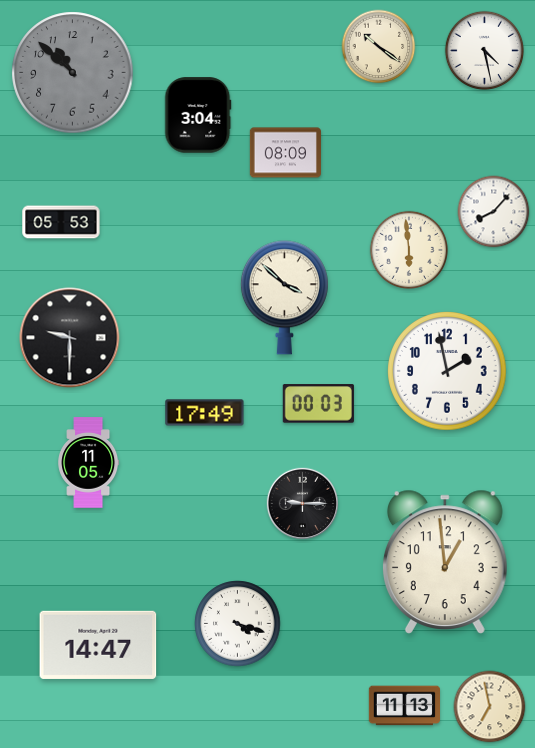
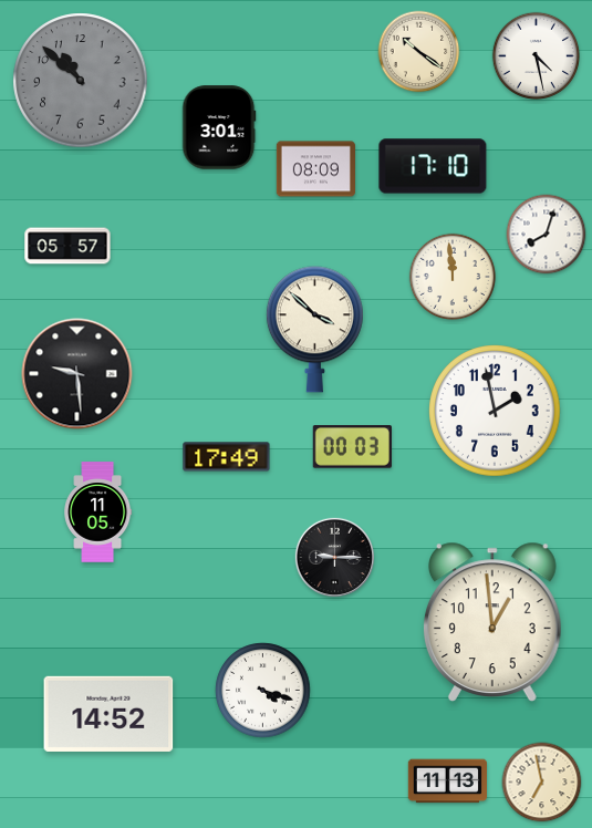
clock at (198, 115): 3:04 -> 3:01
clock at (433, 166): none -> 17:10
clock at (494, 212): 8:07 -> 8:03
clock at (61, 222): 05:53 -> 05:57
clock at (409, 250): 5:59 -> 11:59
clock at (70, 338): 9:30 -> 9:29
clock at (98, 645): 14:47 -> 14:52
